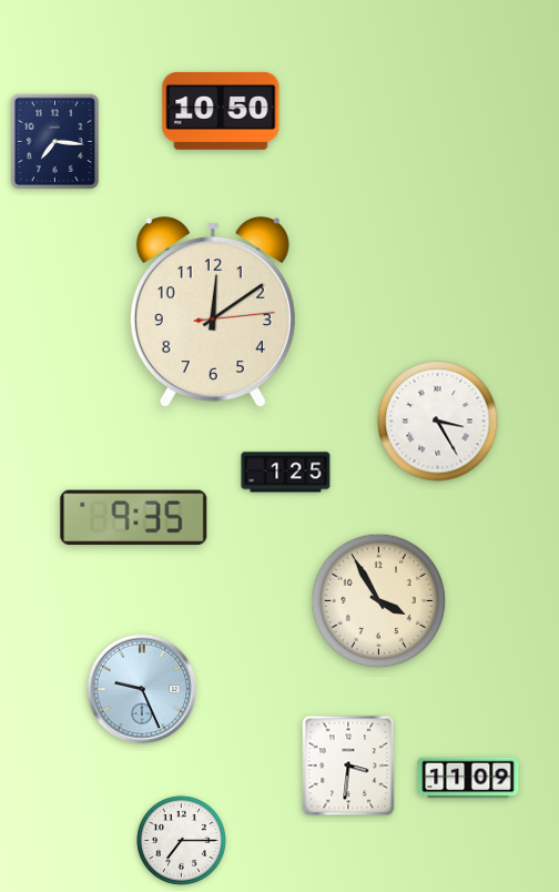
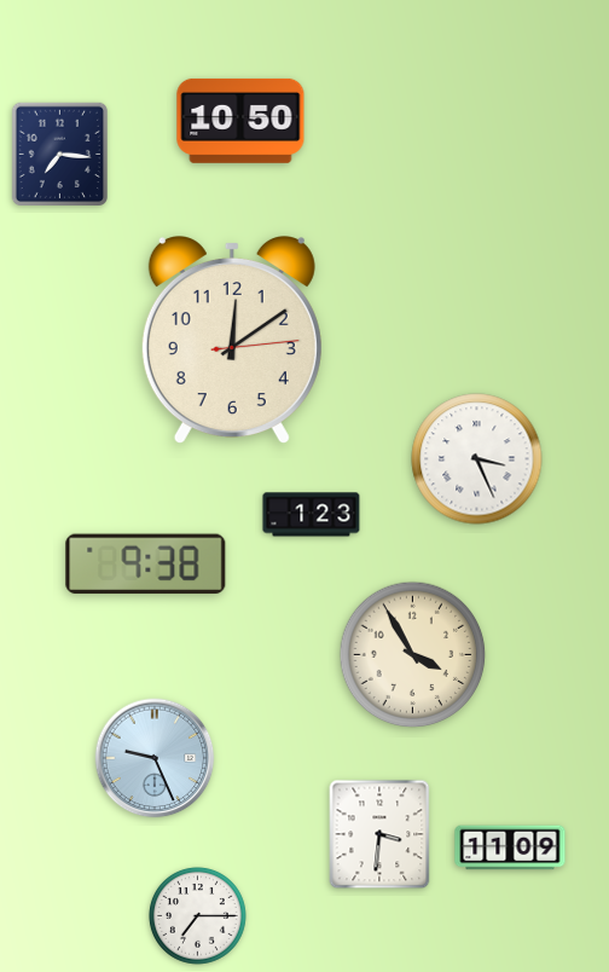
clock at (438, 422): 3:25 -> 3:26
clock at (286, 473): 1:25 -> 1:23
clock at (134, 518): 9:35 -> 9:38
clock at (142, 689) position: (142, 689) -> (155, 758)
